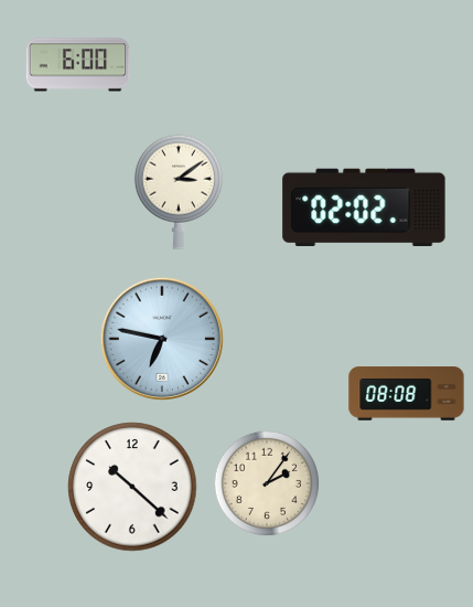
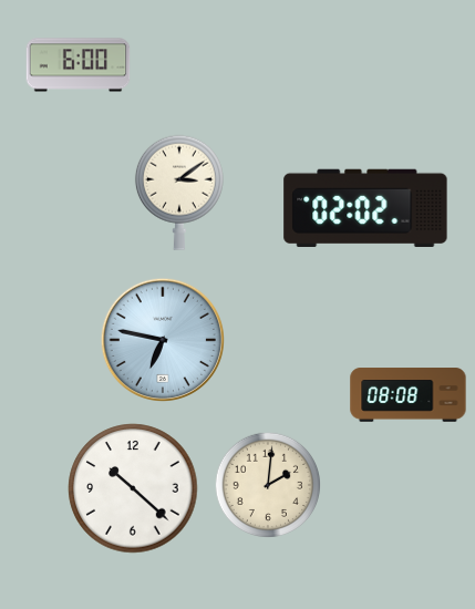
clock at (266, 482): 2:06 -> 2:01
